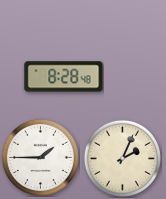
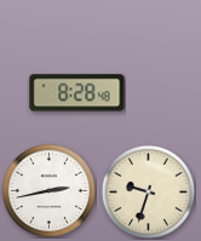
clock at (40, 157): 1:45 -> 2:43
clock at (122, 158): 2:04 -> 9:33
